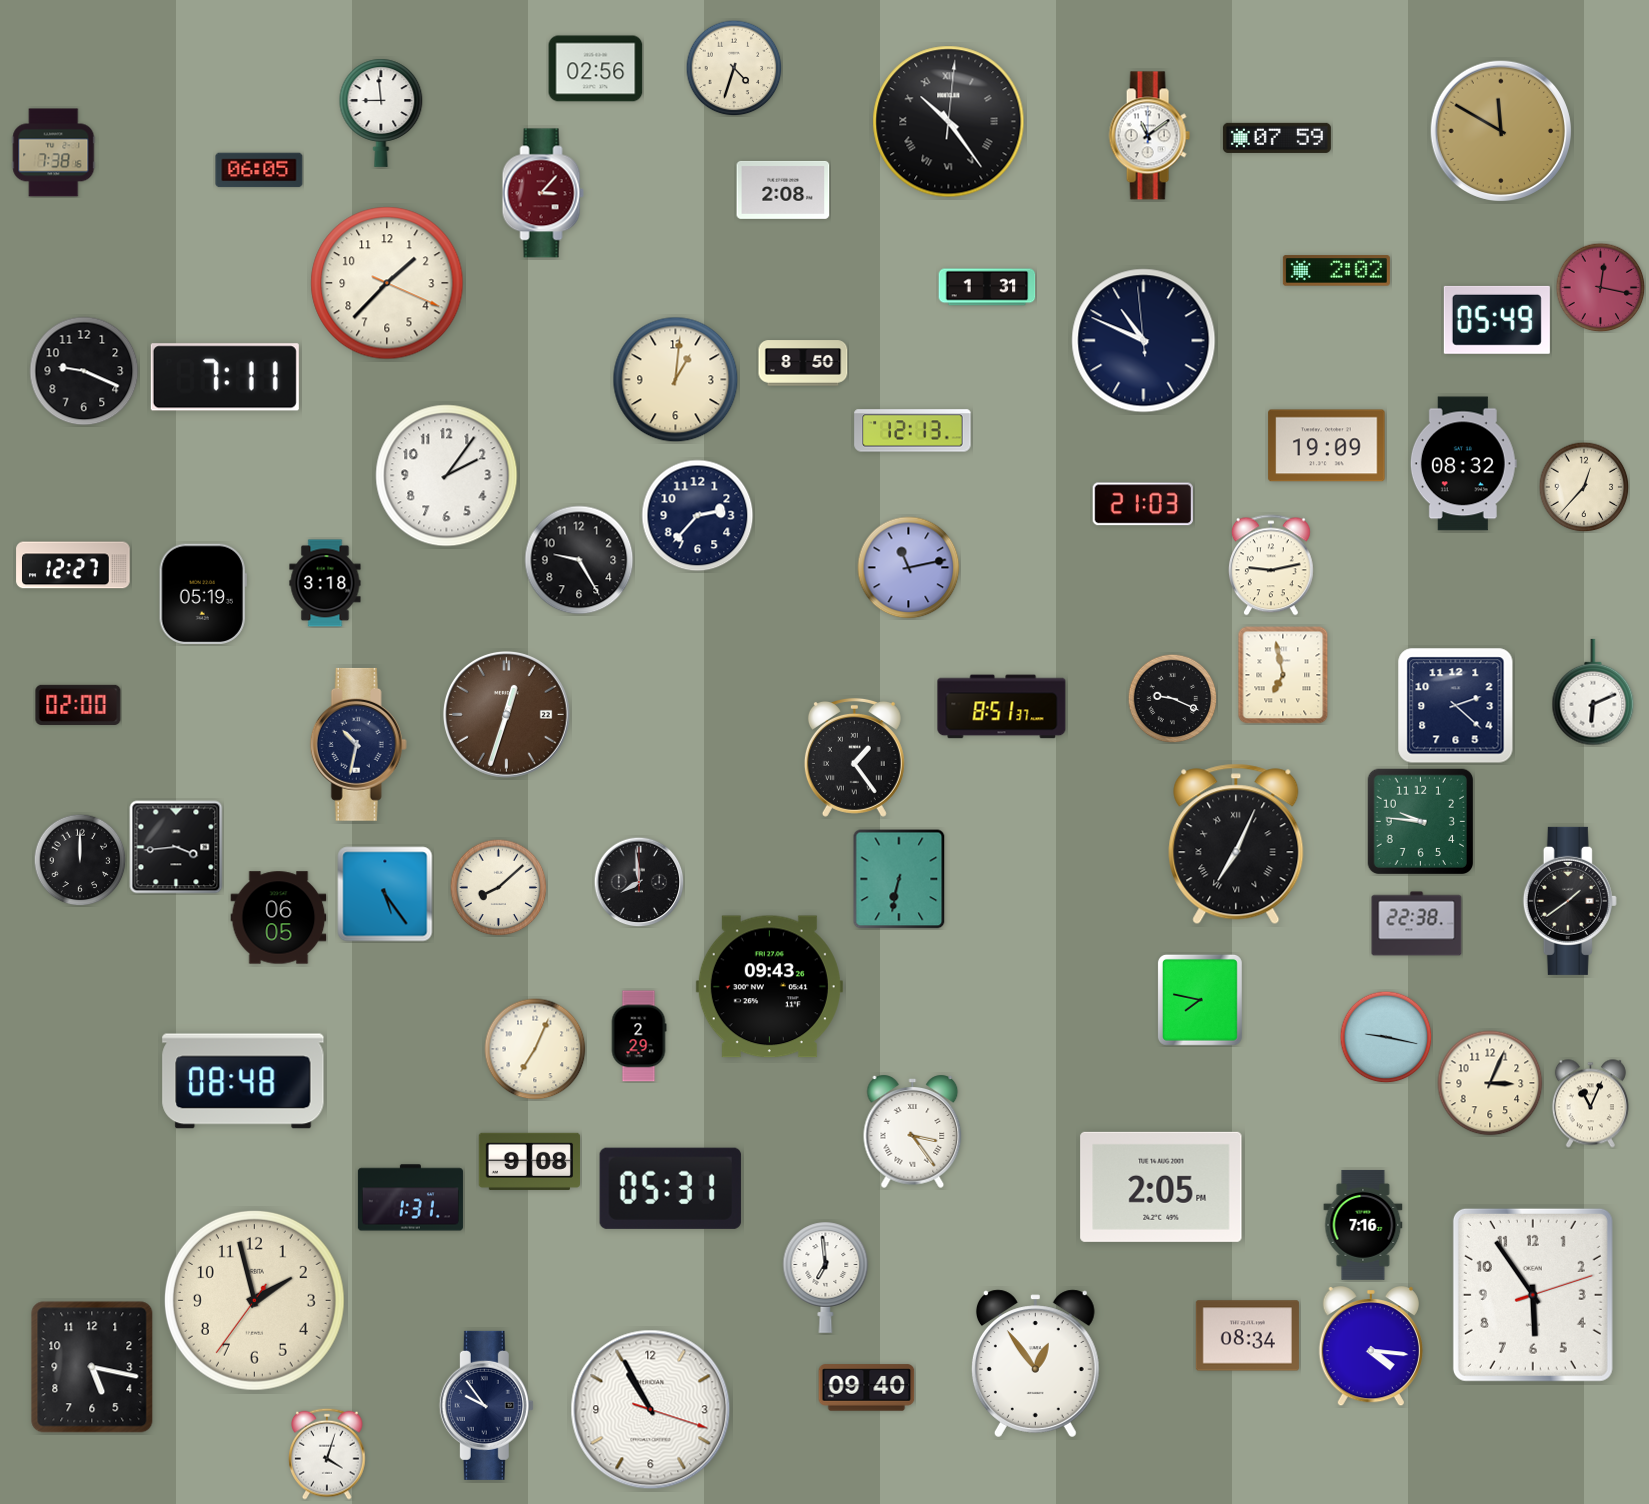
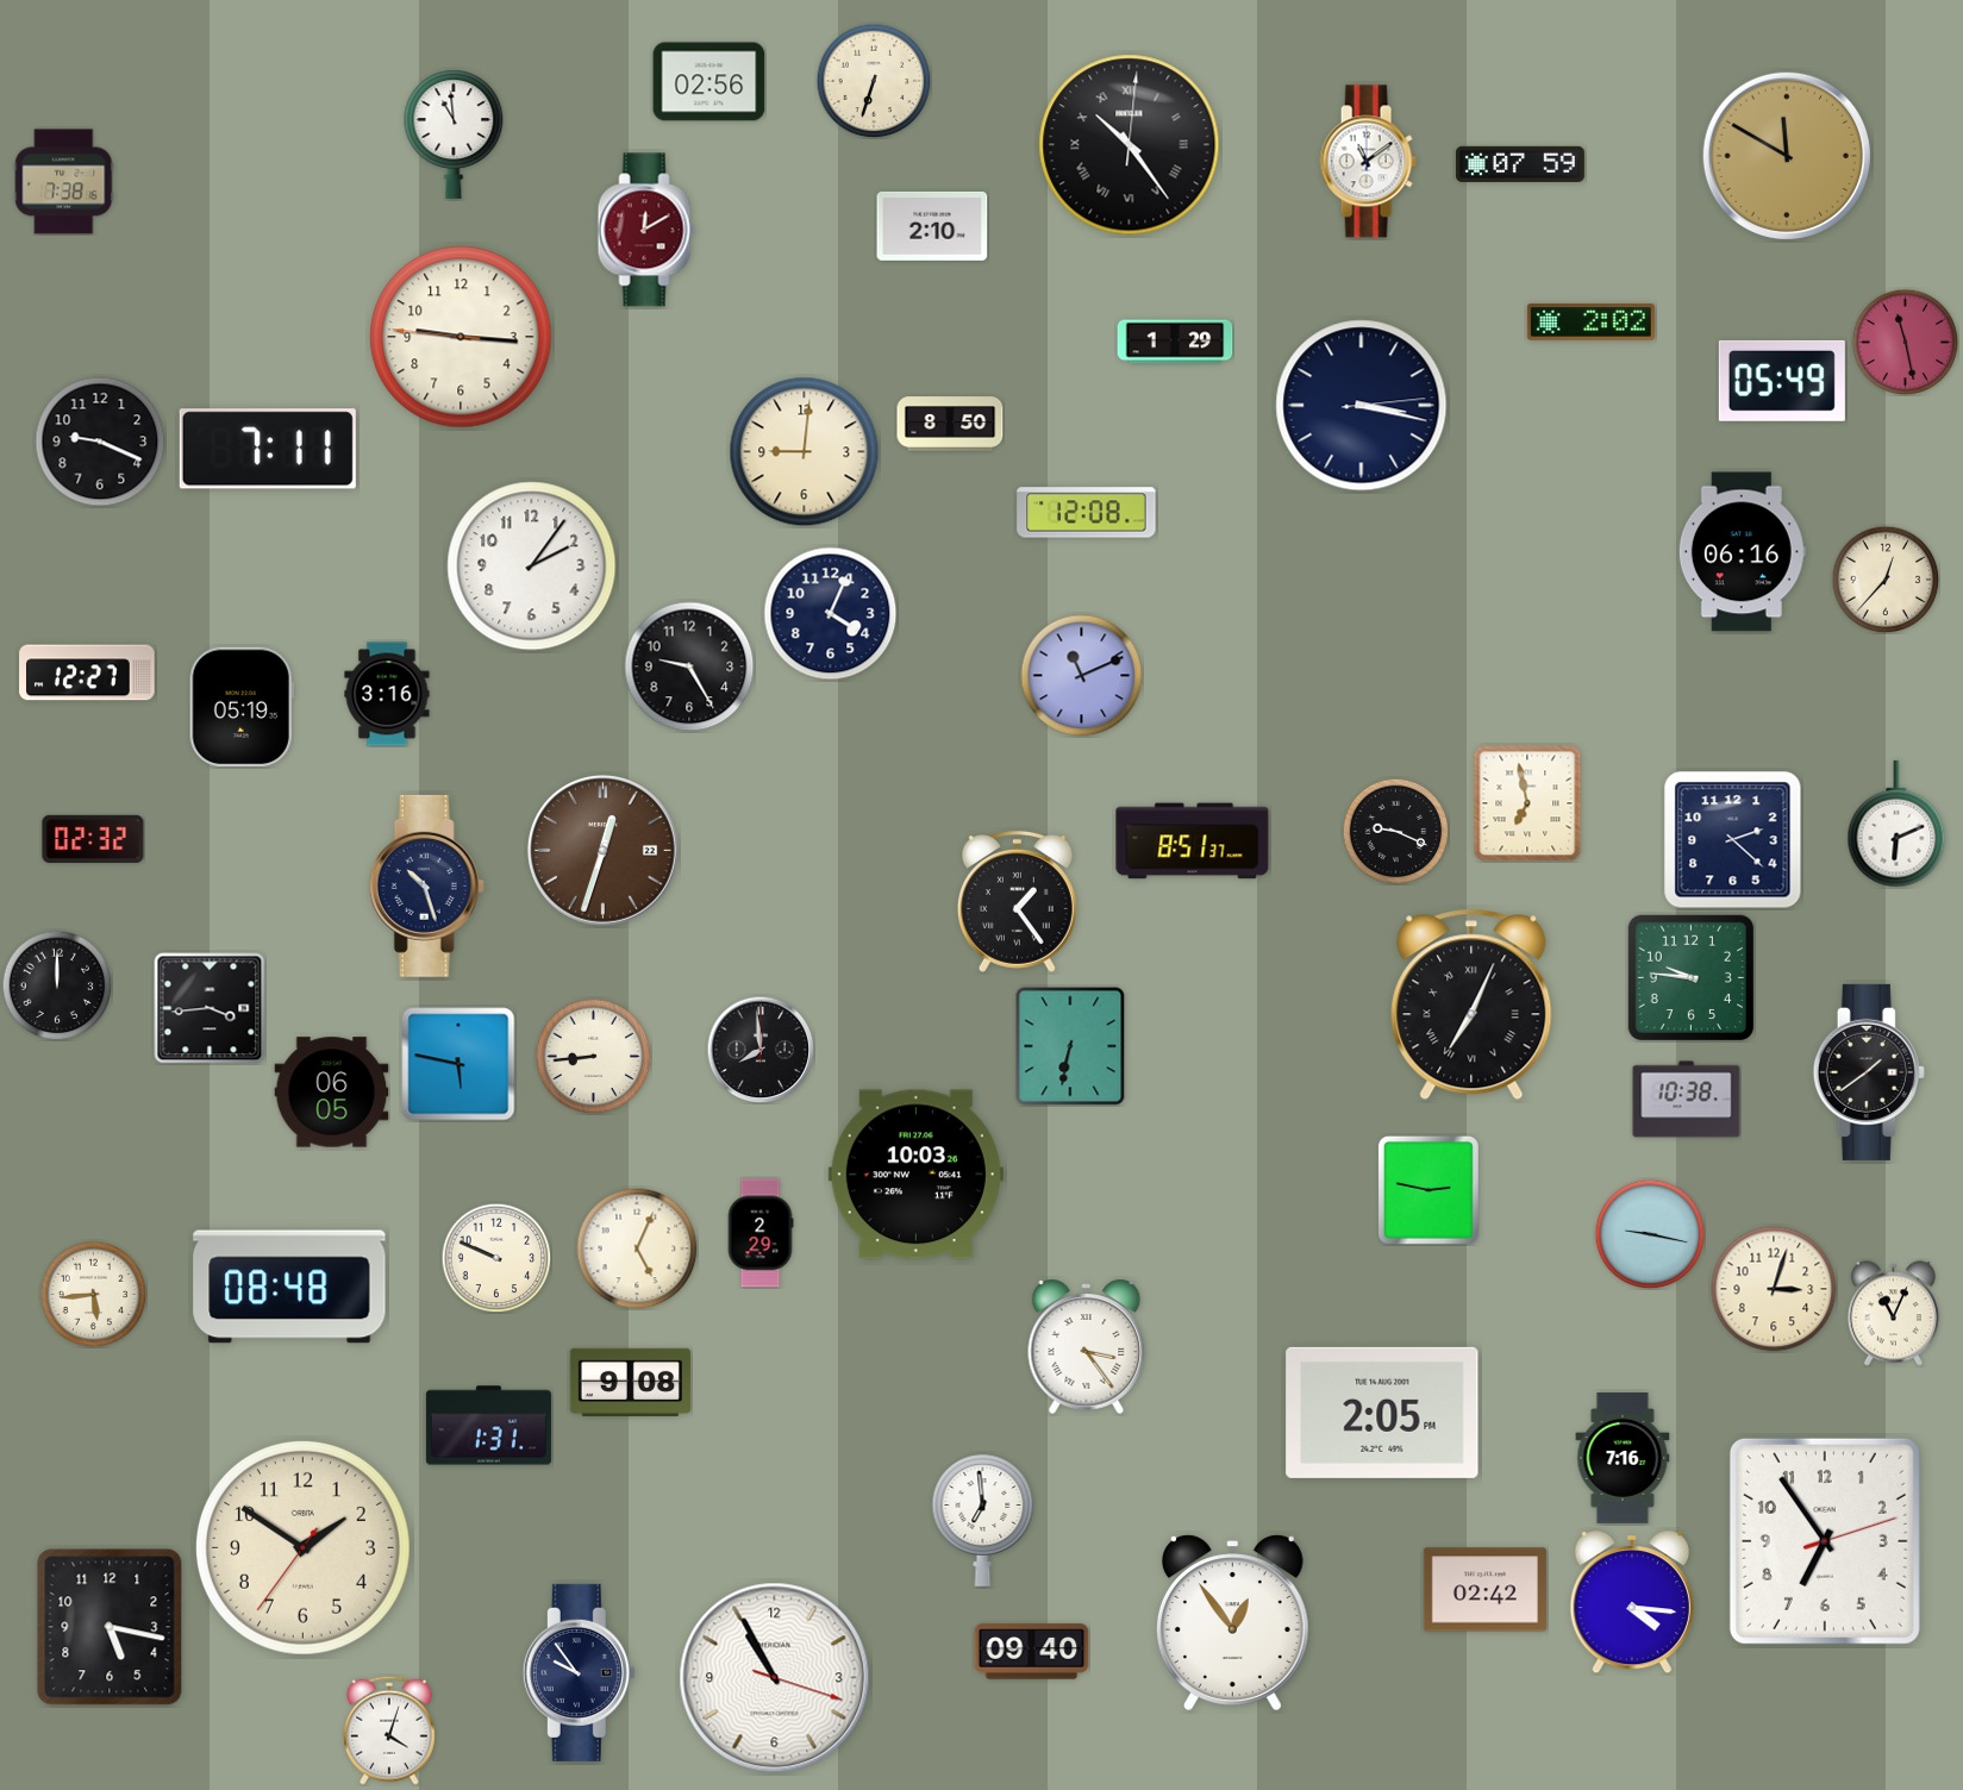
clock at (734, 68): 4:33 -> 6:33
clock at (381, 113): 8:59 -> 10:59
clock at (259, 170): 06:05 -> none
clock at (783, 190): 2:08 -> 2:10
clock at (543, 193): 3:07 -> 12:10
clock at (387, 283): 1:37 -> 9:15
clock at (987, 287): 1:31 -> 1:29
clock at (1600, 287): 12:17 -> 11:28
clock at (1144, 341): 10:48 -> 3:17
clock at (803, 363) position: (803, 363) -> (950, 424)
clock at (676, 380): 1:01 -> 9:01
clock at (913, 431): 12:13 -> 12:08
clock at (1327, 446): 19:09 -> none
clock at (1463, 464): 08:32 -> 06:16
clock at (1143, 504): 21:03 -> none
clock at (698, 516): 2:37 -> 4:04
clock at (1271, 565): 9:13 -> none
clock at (909, 568): 11:13 -> 11:11
clock at (325, 583): 3:18 -> 3:16
clock at (78, 705): 02:00 -> 02:32
clock at (358, 744): 10:32 -> 10:27
clock at (80, 860) position: (80, 860) -> (57, 985)
clock at (498, 887): 8:08 -> 8:44
clock at (385, 894): 5:24 -> 5:47
clock at (1417, 924): 22:38 -> 10:38
clock at (769, 987): 09:43 -> 10:03
clock at (1200, 1000): 7:47 -> 2:47
clock at (535, 1049): 7:04 -> 5:04
clock at (496, 1258): none -> 9:49
clock at (1490, 1083): 3:04 -> 3:03
clock at (93, 1294): none -> 5:44
clock at (670, 1188): 05:31 -> none
clock at (1533, 1295): 5:54 -> 6:54
clock at (254, 1300): 1:57 -> 1:50
clock at (1247, 1336): 08:34 -> 02:42
